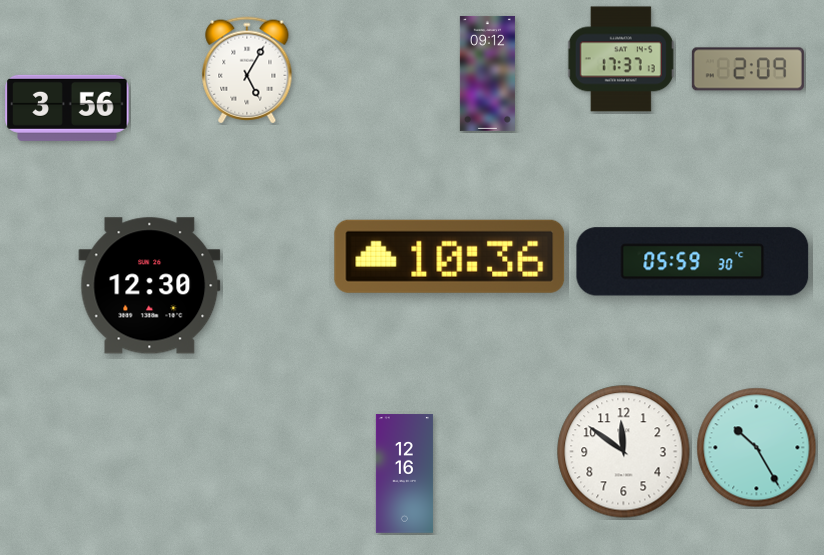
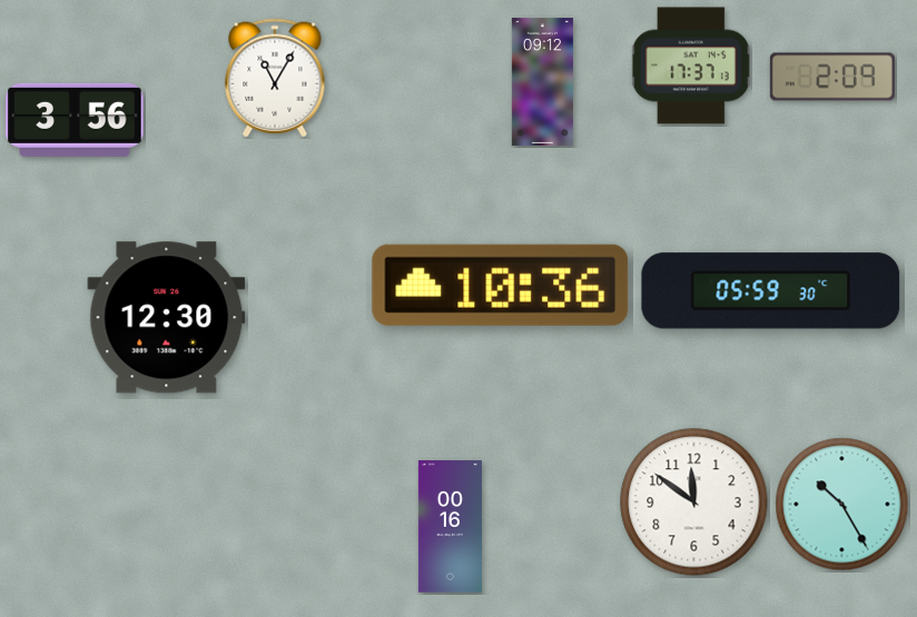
clock at (247, 70): 5:05 -> 11:05
clock at (757, 448) position: (757, 448) -> (842, 505)
clock at (404, 474): 12:16 -> 00:16
